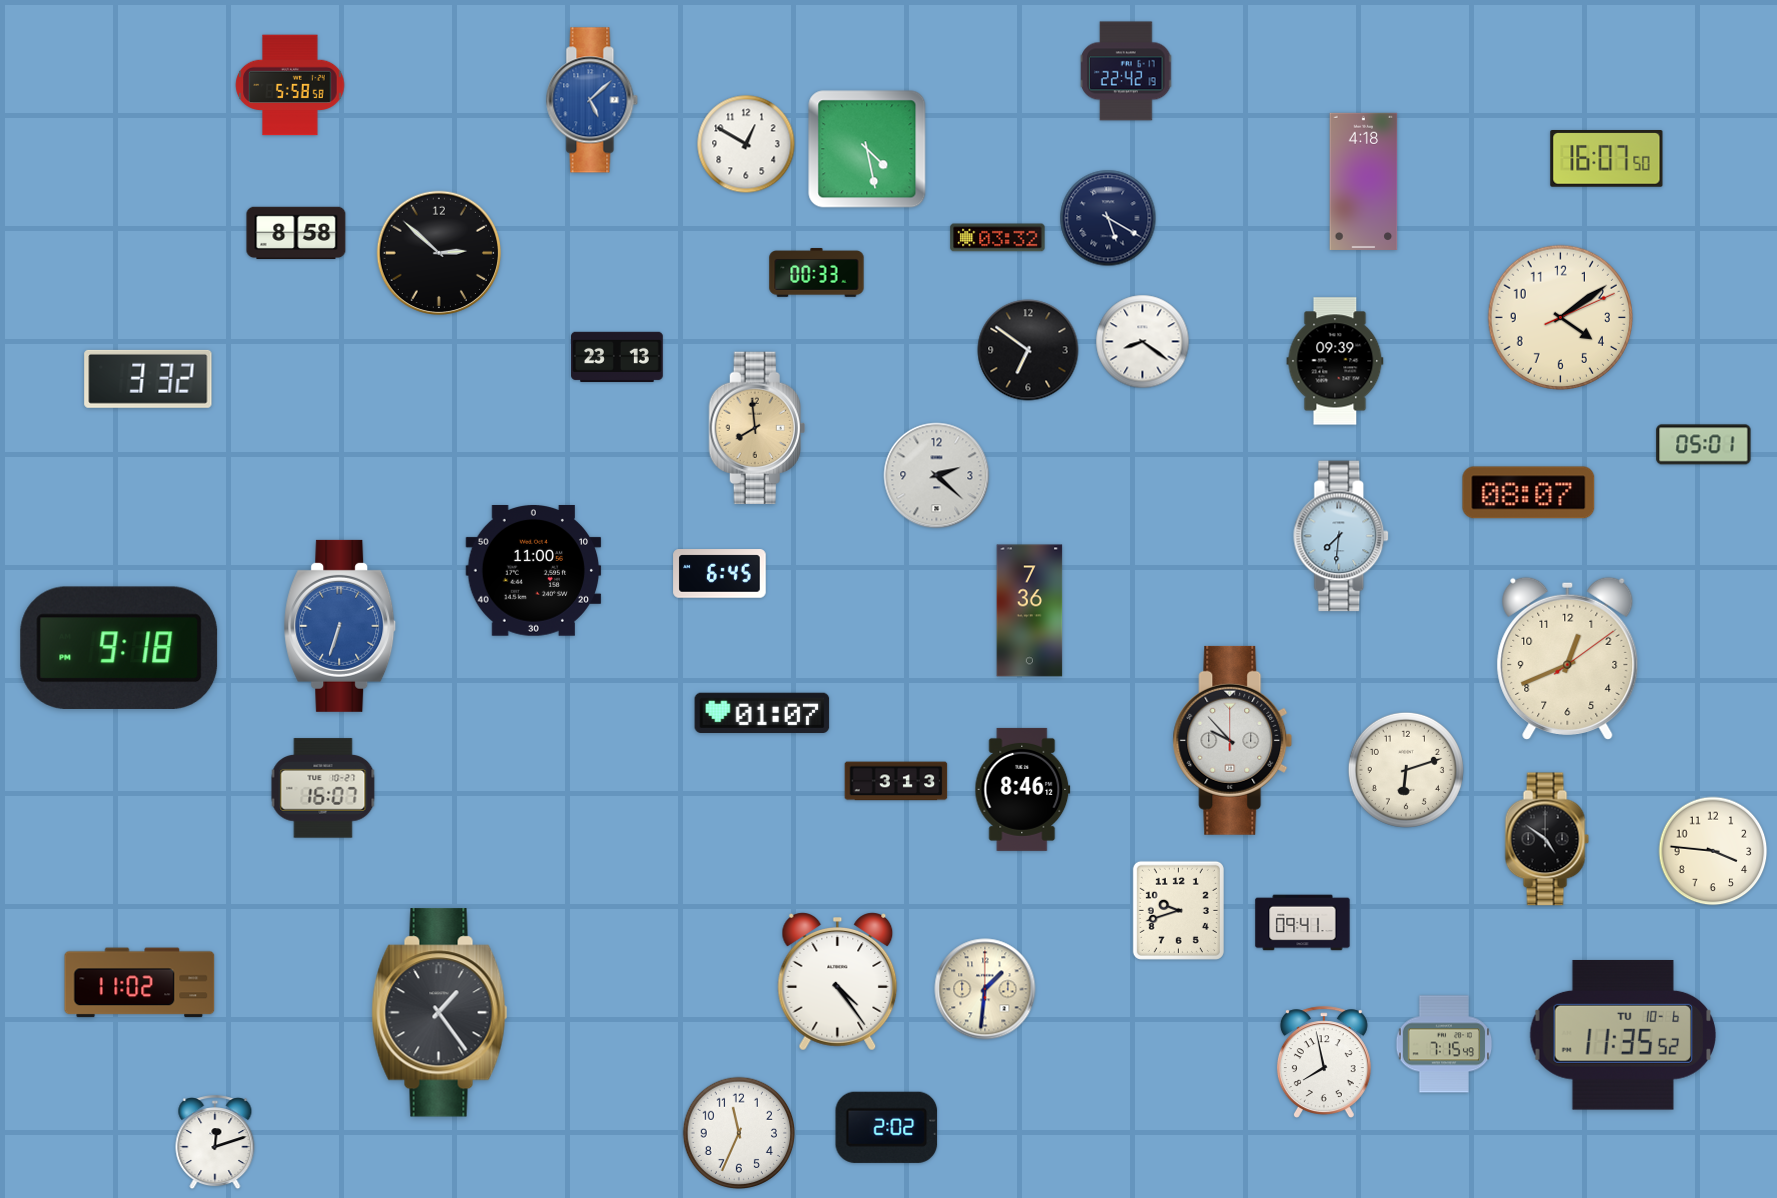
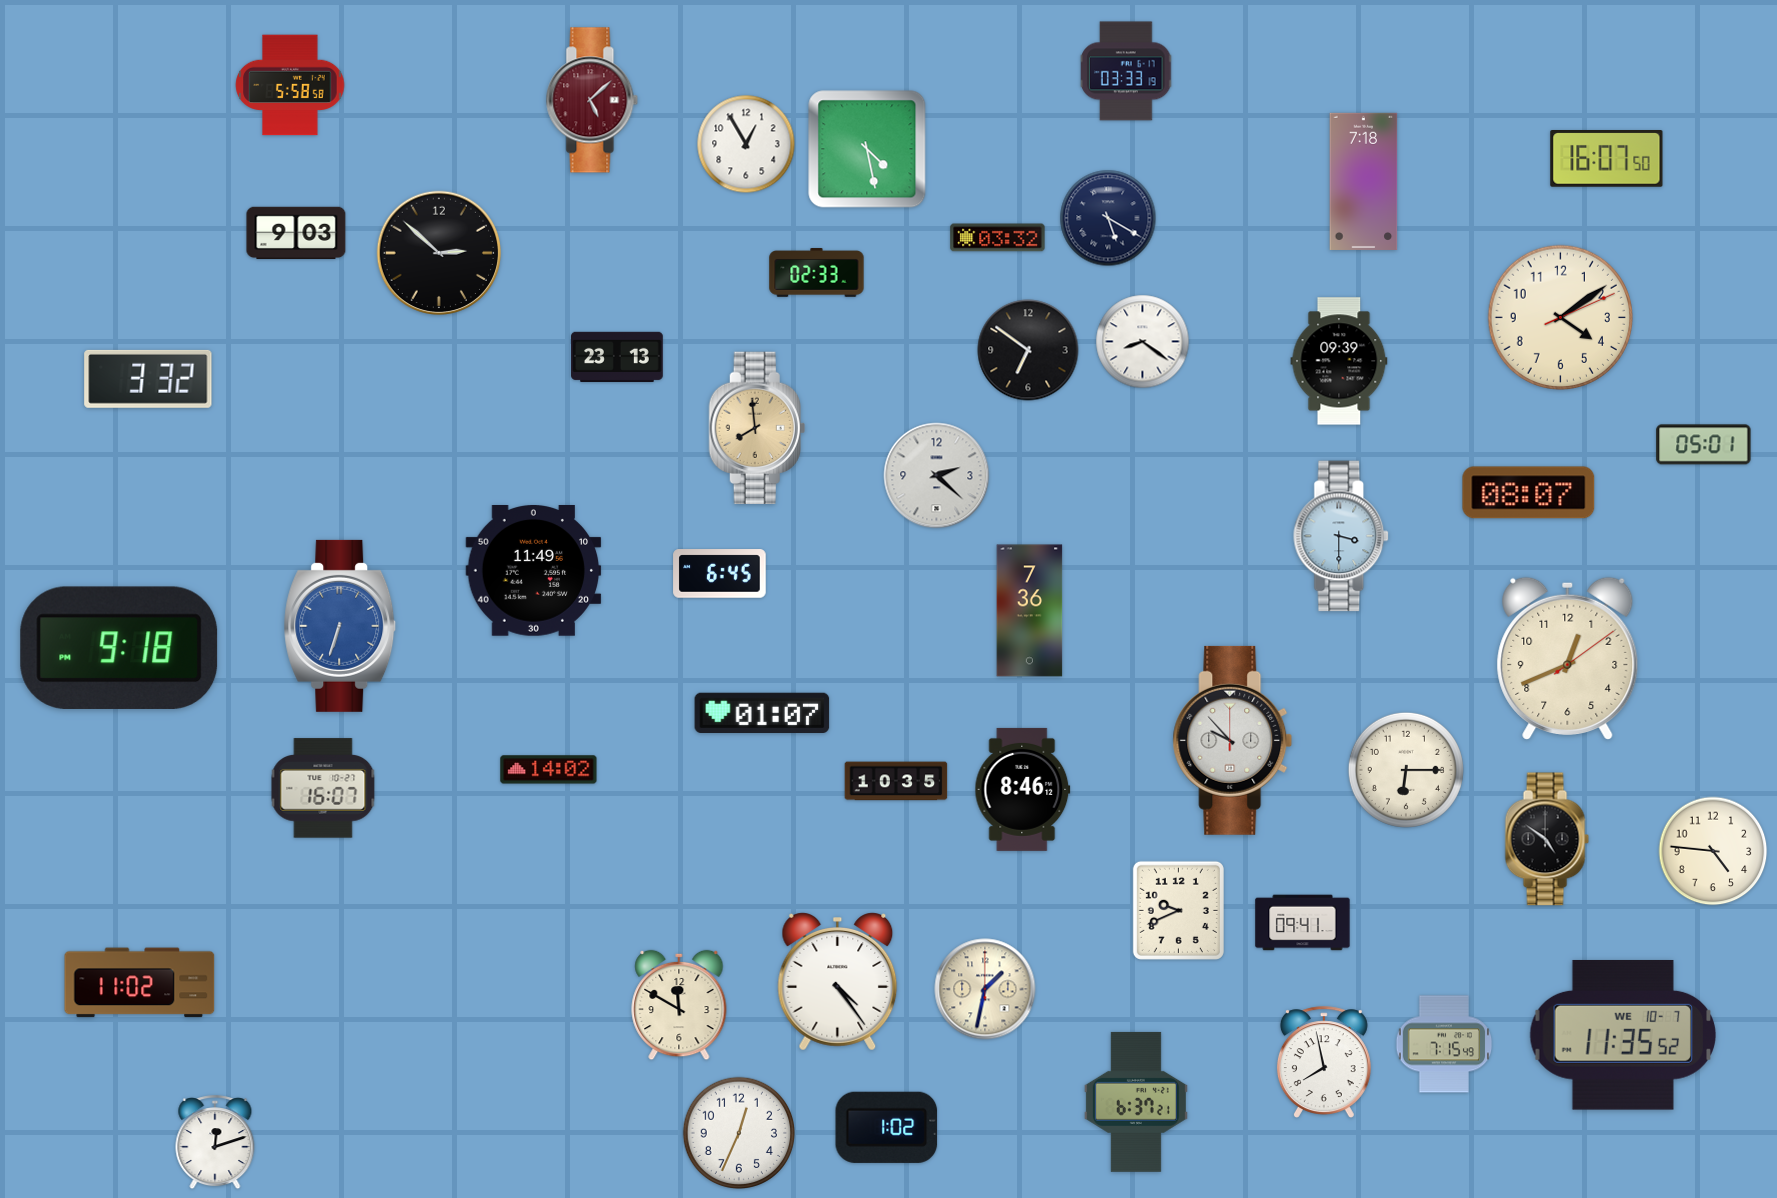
clock at (1127, 71): 22:42 -> 03:33
clock at (592, 100) dial: blue -> burgundy
clock at (746, 144): 12:50 -> 12:55
clock at (1364, 181): 4:18 -> 7:18
clock at (296, 233): 8:58 -> 9:03
clock at (817, 273): 00:33 -> 02:33
clock at (1335, 361) position: (1335, 361) -> (1339, 361)
clock at (1342, 536): 7:31 -> 3:30
clock at (534, 571): 11:00 -> 11:49
clock at (549, 770): none -> 14:02
clock at (1406, 770): 6:12 -> 6:15
clock at (896, 781): 3:13 -> 10:35
clock at (1713, 851): 3:46 -> 4:46
clock at (1178, 910): 9:42 -> 9:41
clock at (985, 989): 1:31 -> 1:32
clock at (679, 1005): none -> 11:50
clock at (440, 1013): 1:24 -> none
clock at (1623, 1035) date: TU 10-6 -> WE 10-7
clock at (1136, 1102): none -> 6:37
clock at (887, 1127): 2:02 -> 1:02
clock at (738, 1132): 11:34 -> 12:34
